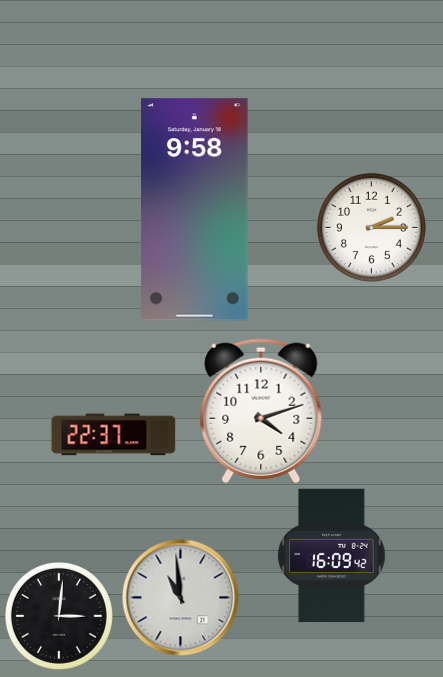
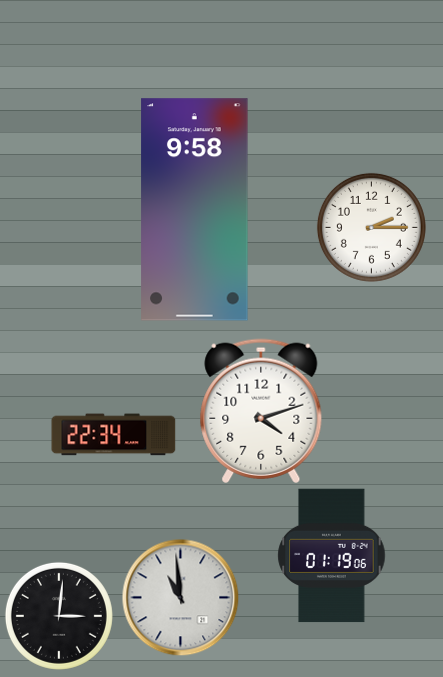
clock at (114, 435): 22:37 -> 22:34
clock at (332, 556): 16:09 -> 01:19
